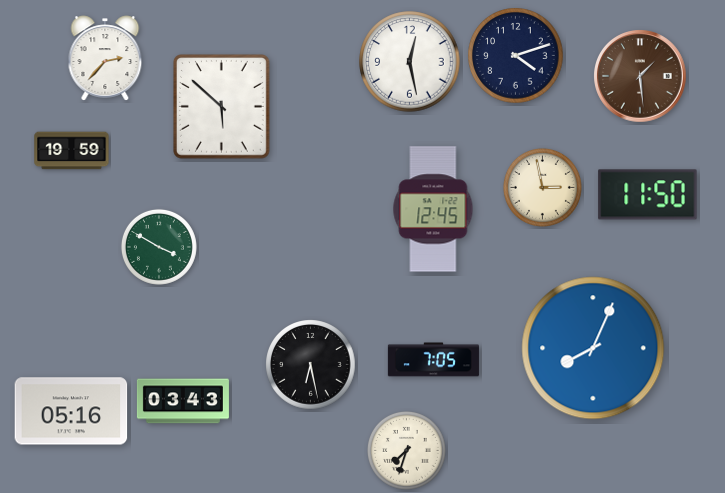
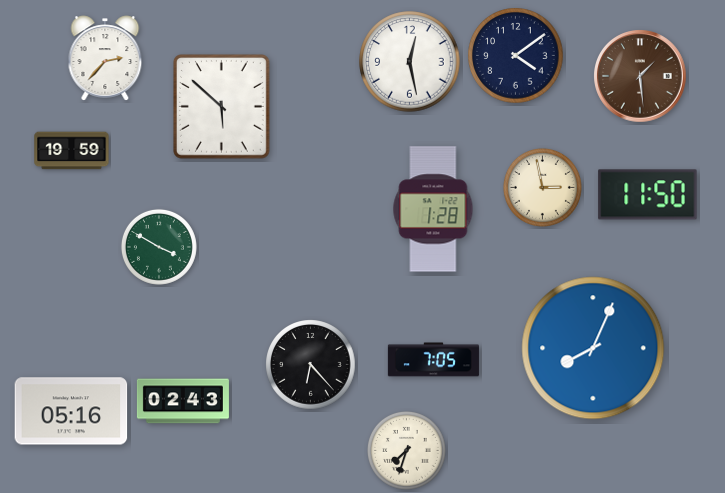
clock at (516, 56): 4:12 -> 4:09
clock at (433, 209): 12:45 -> 1:28
clock at (311, 365): 6:28 -> 6:23
clock at (183, 401): 03:43 -> 02:43
